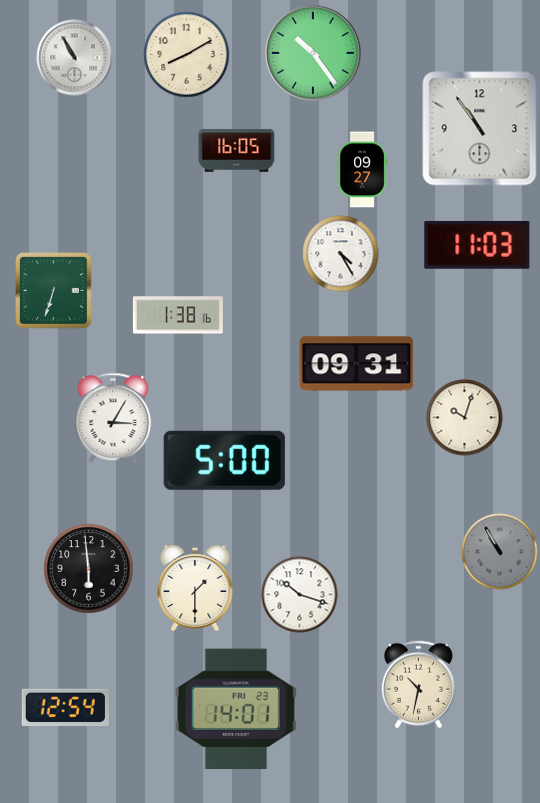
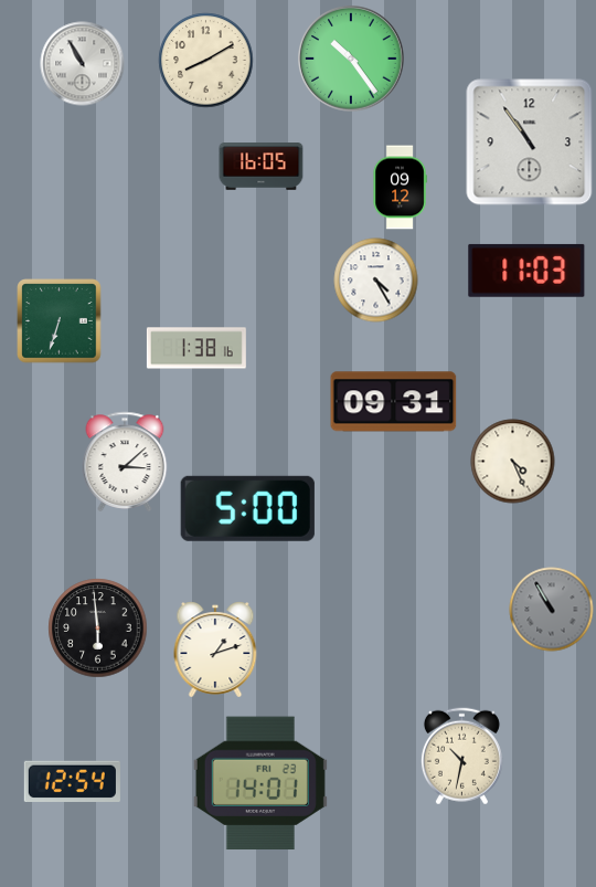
clock at (313, 53) position: (313, 53) -> (351, 59)
clock at (362, 170): 09:27 -> 09:12
clock at (113, 418): 3:05 -> 3:08
clock at (465, 418): 10:03 -> 4:26
clock at (195, 588): 1:30 -> 1:12
clock at (300, 595): 10:18 -> none
